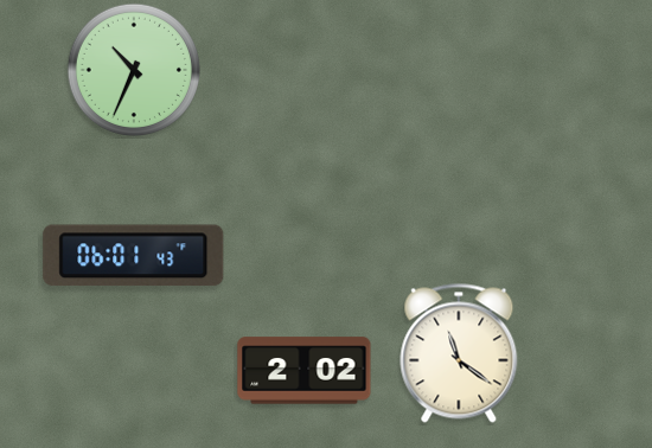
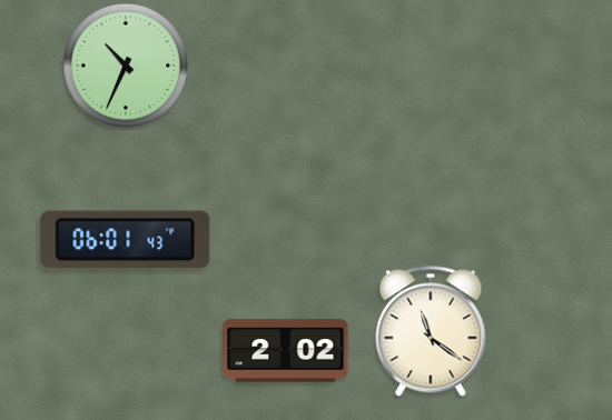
clock at (305, 371) position: (305, 371) -> (286, 351)
